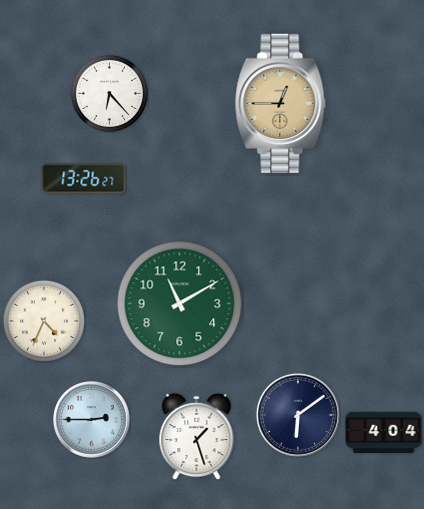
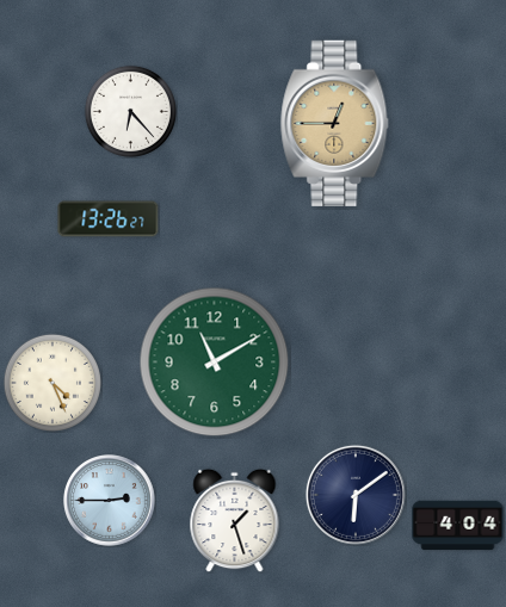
clock at (84, 179) position: (84, 179) -> (109, 219)
clock at (44, 321): 4:34 -> 4:26
clock at (384, 433) position: (384, 433) -> (458, 526)
